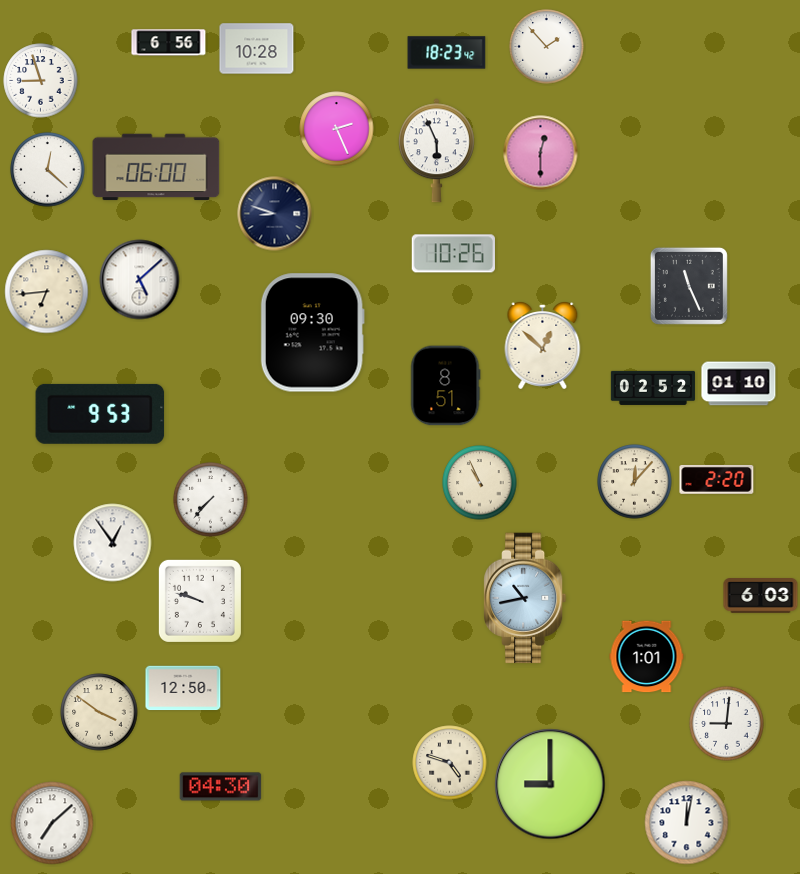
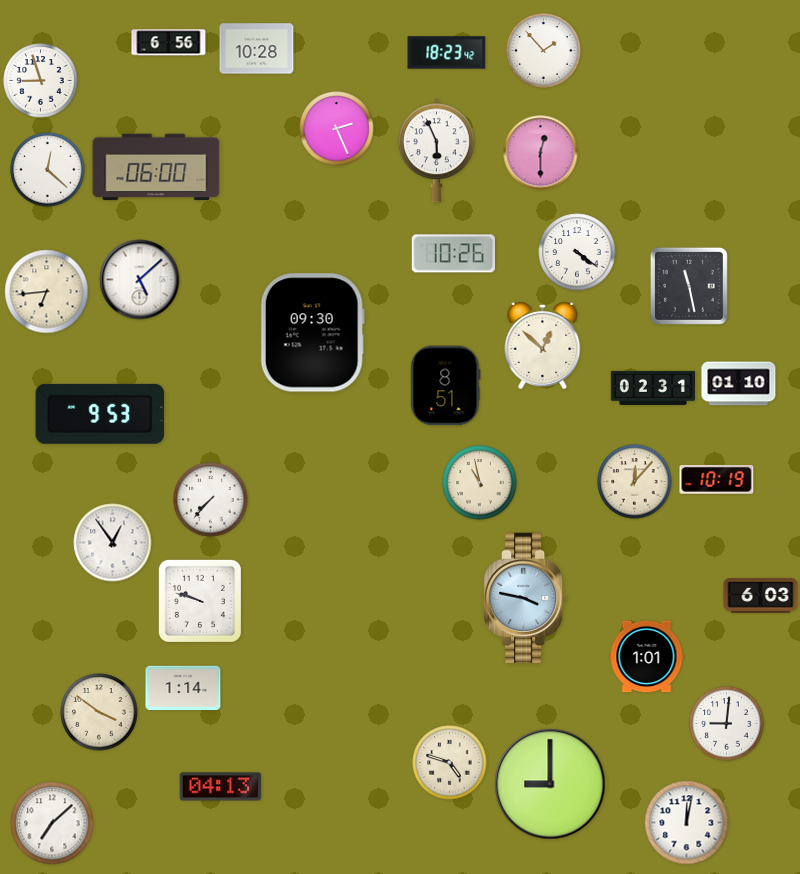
clock at (547, 47) position: (547, 47) -> (544, 51)
clock at (275, 214): 8:48 -> none
clock at (577, 252): none -> 4:21
clock at (689, 286): 11:26 -> 11:28
clock at (652, 388): 02:52 -> 02:31
clock at (717, 479): 2:20 -> 10:19
clock at (480, 483): 10:56 -> 10:58
clock at (525, 598): 10:43 -> 3:47
clock at (183, 688): 12:50 -> 1:14
clock at (221, 787): 04:30 -> 04:13
